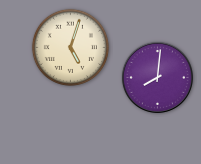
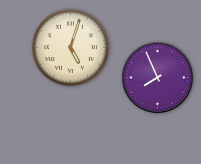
clock at (157, 77): 8:01 -> 7:56
